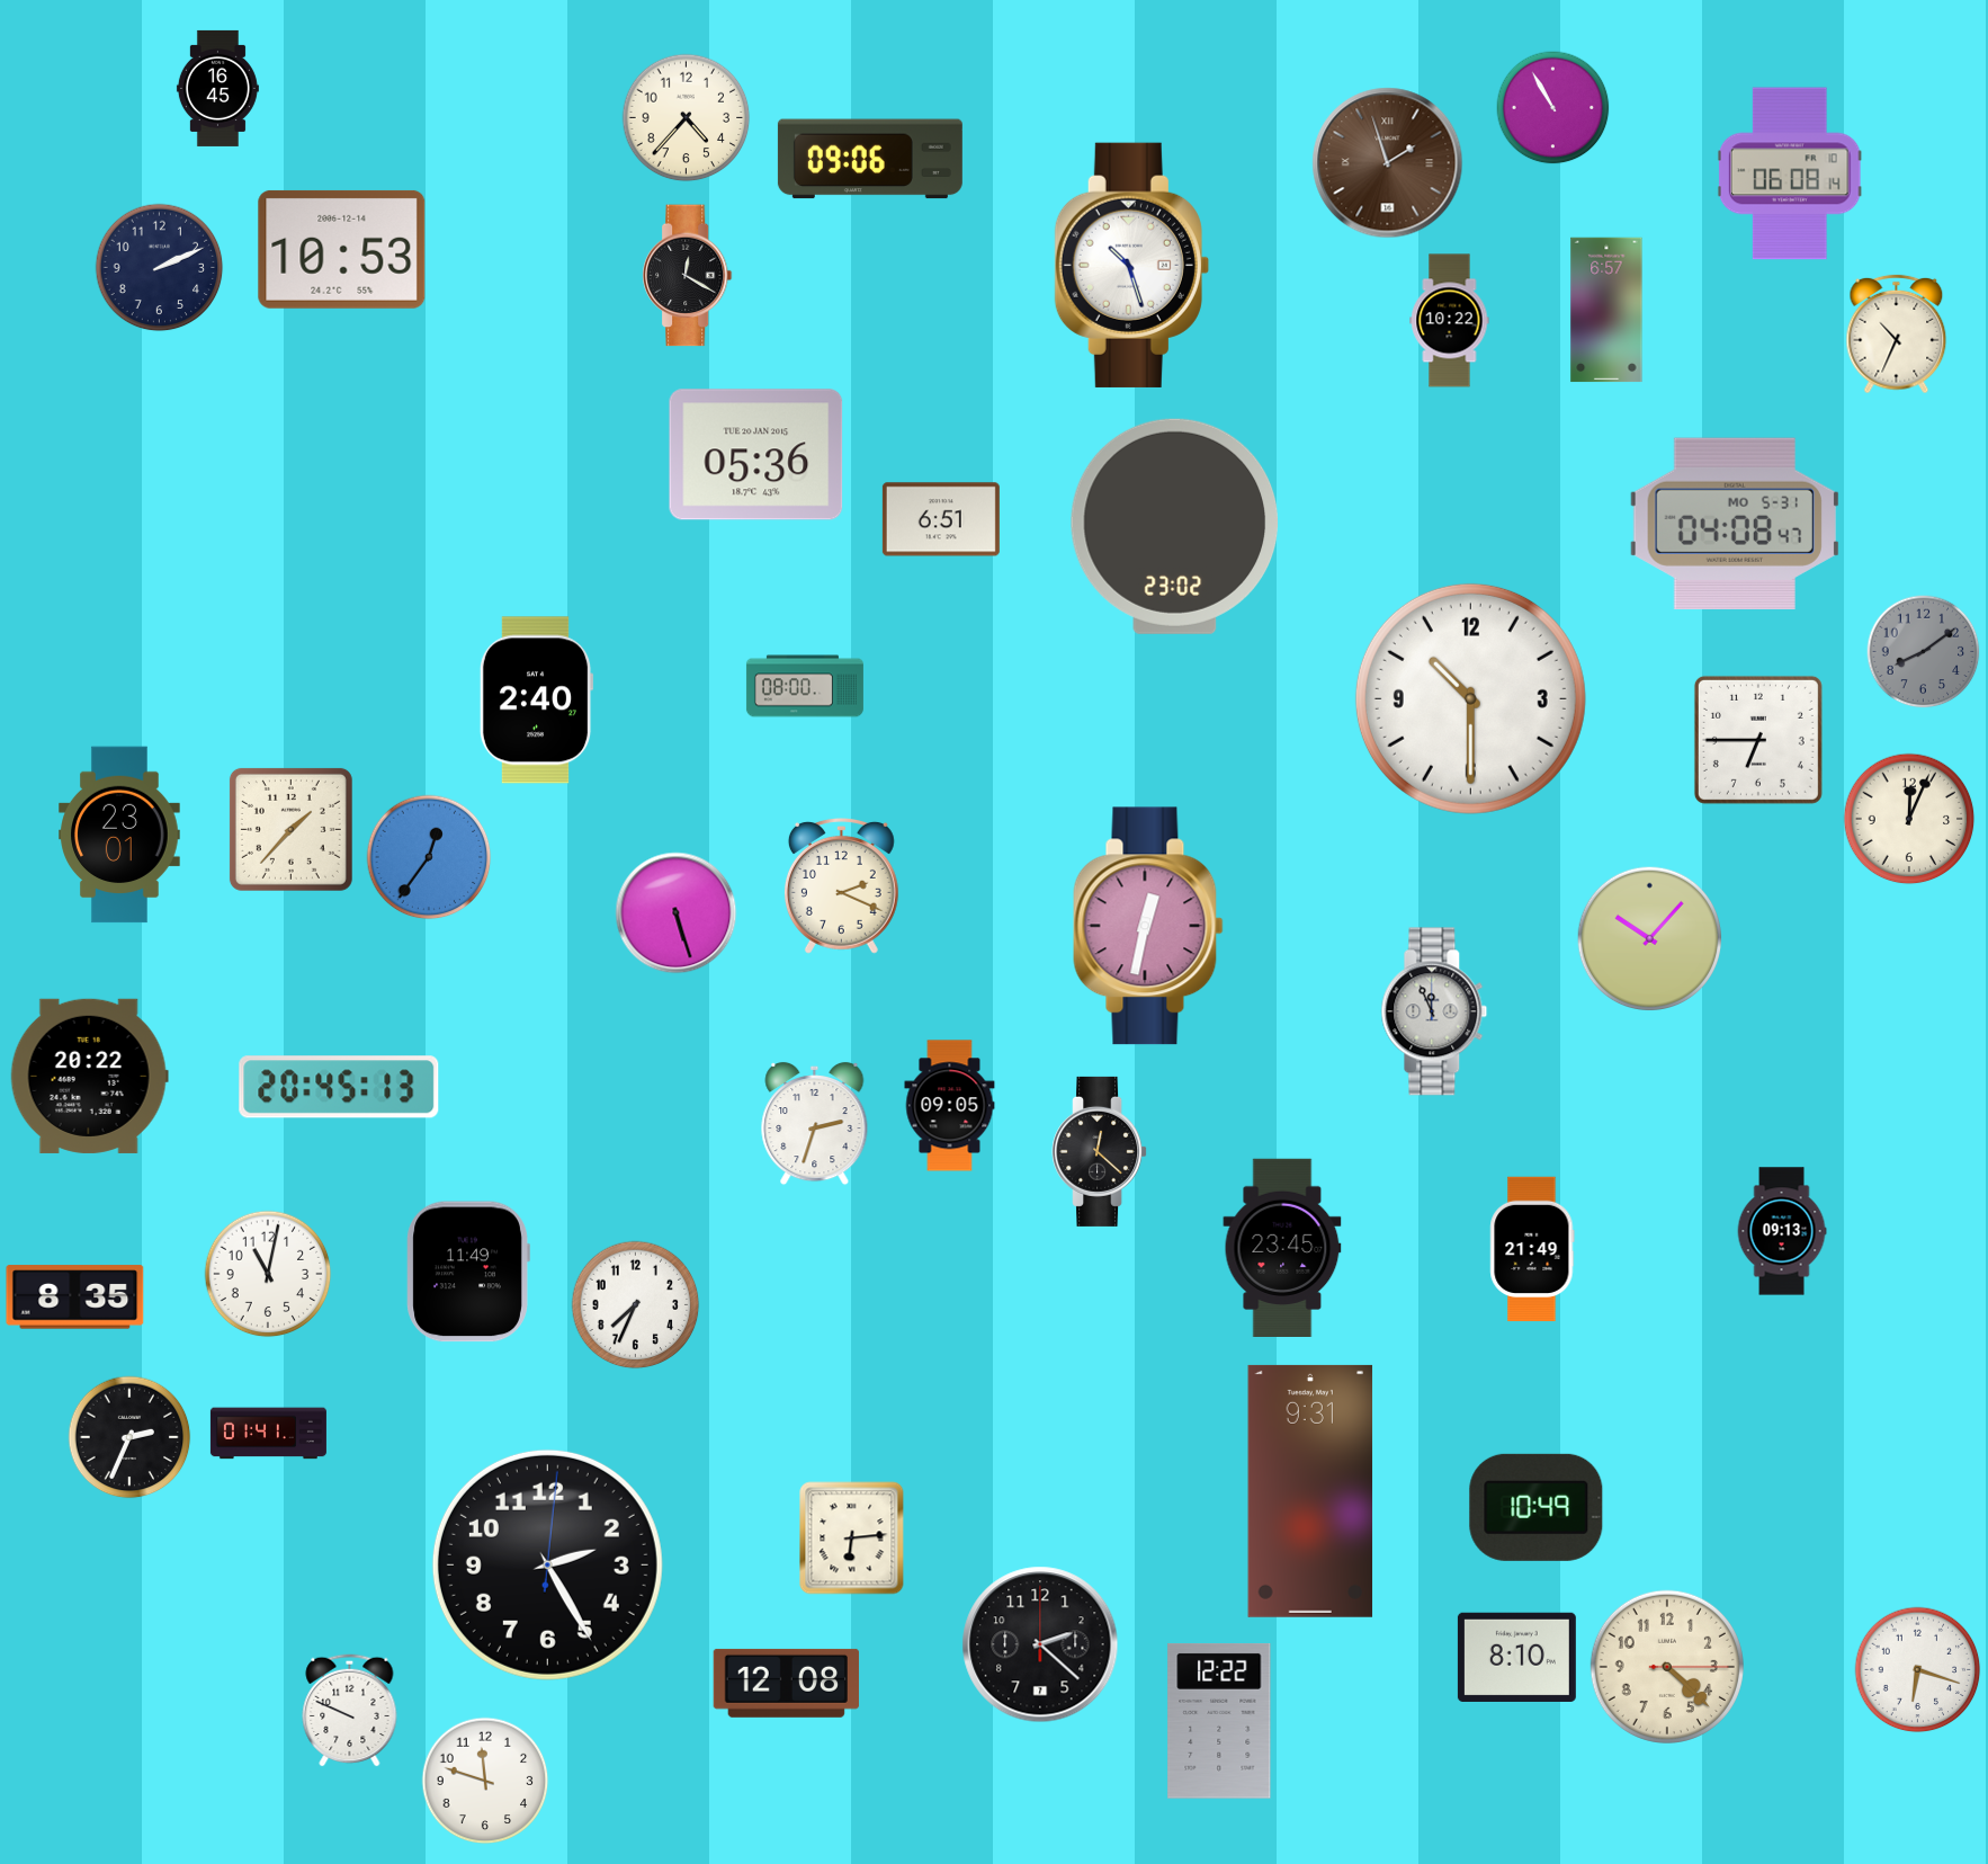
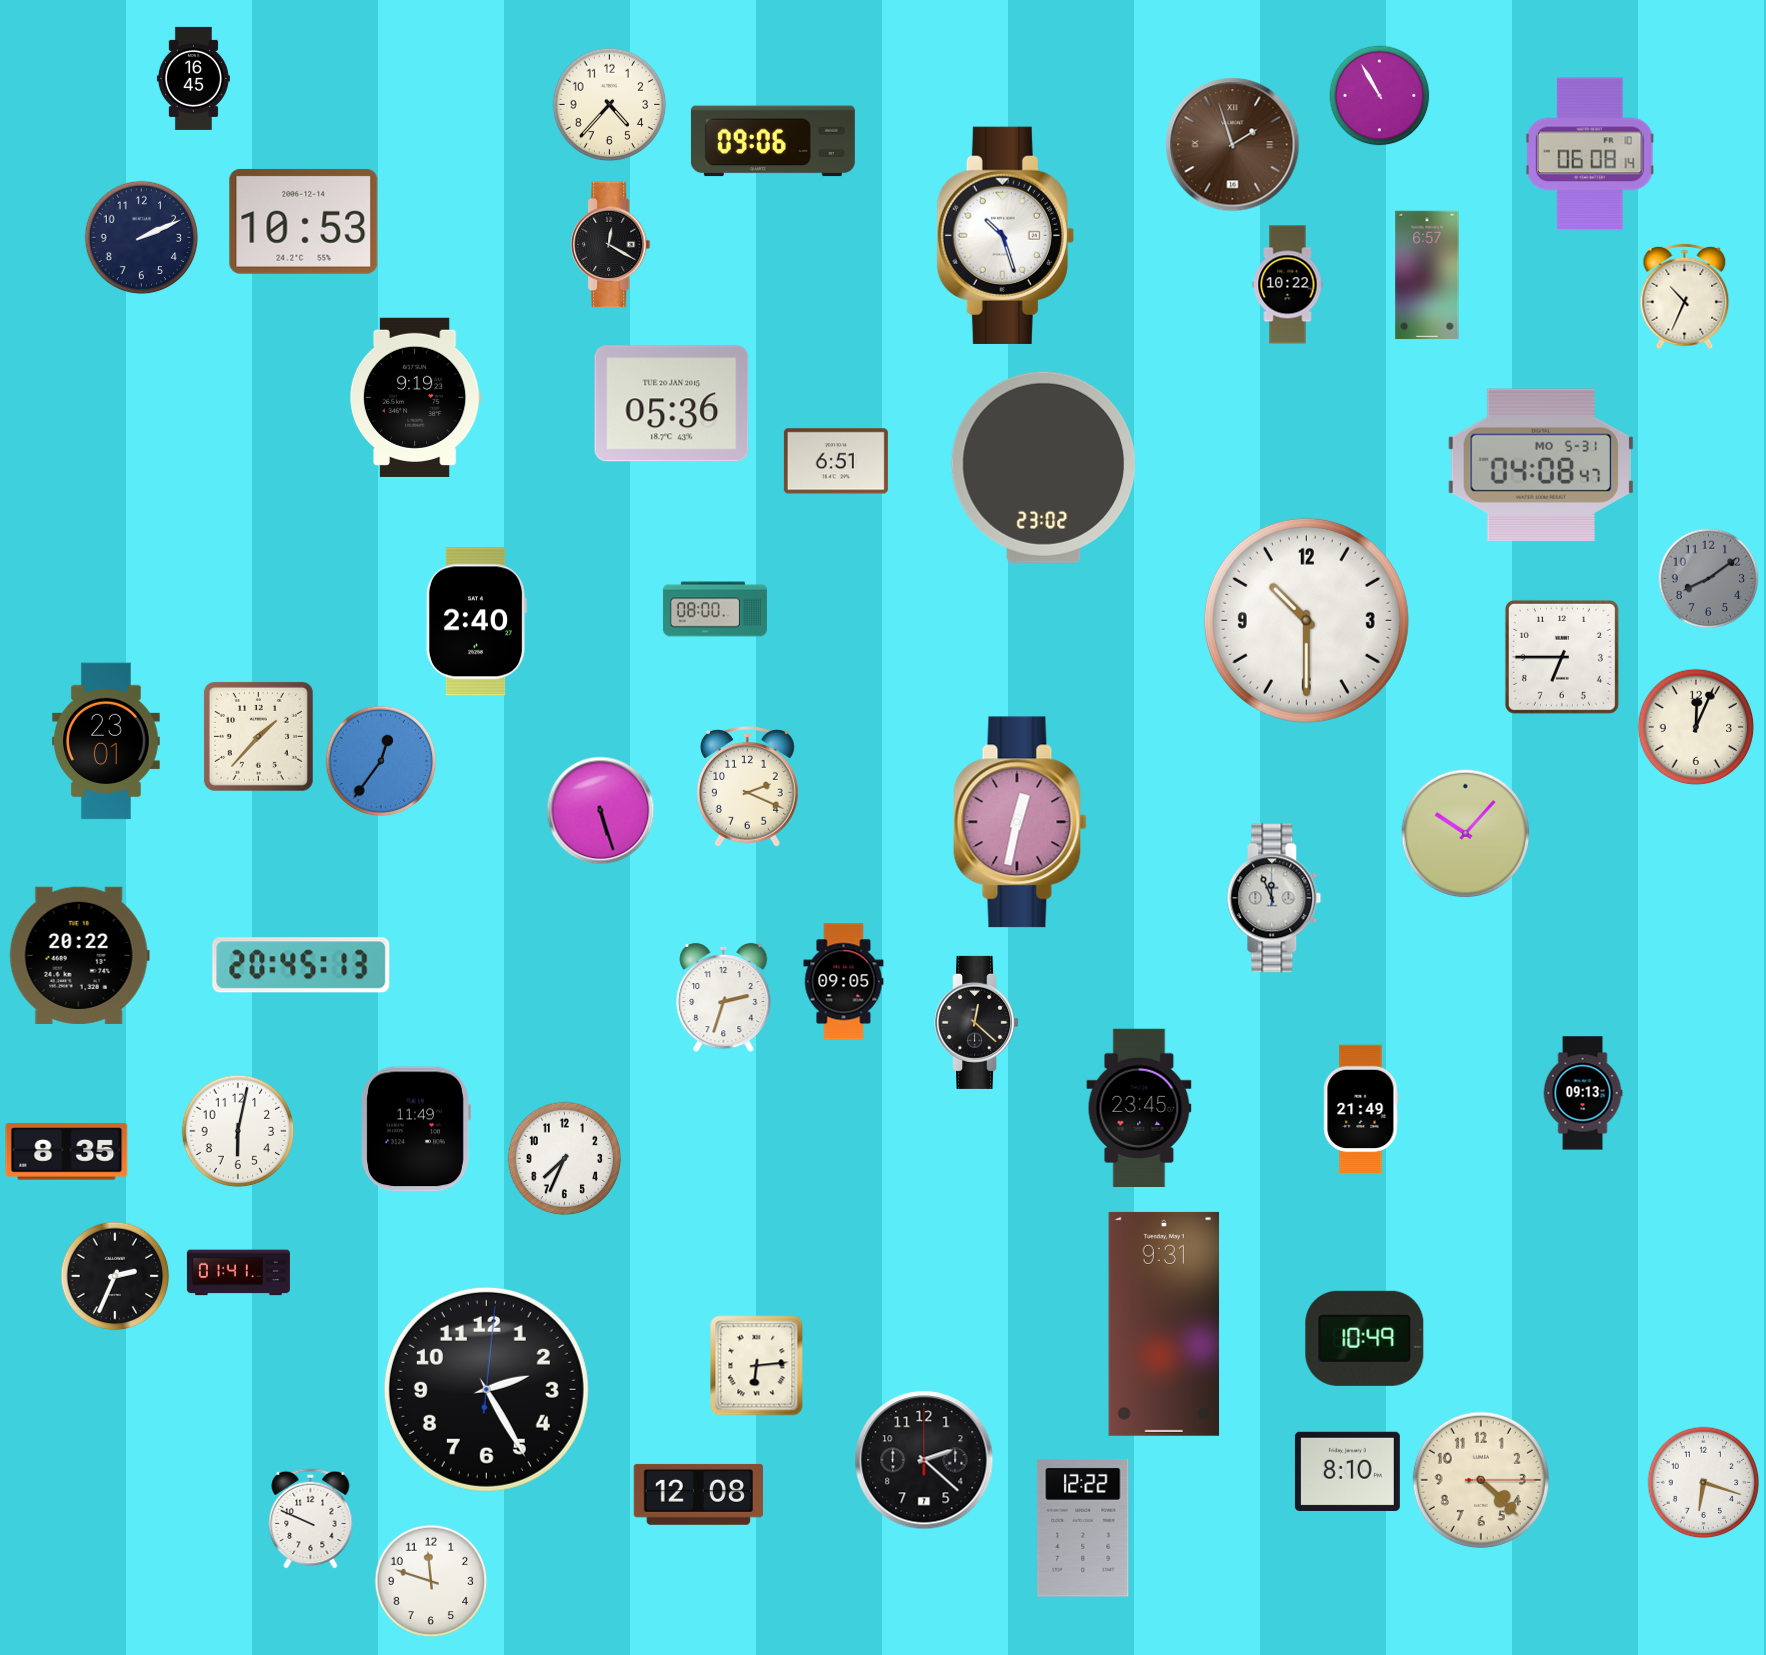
clock at (415, 397): none -> 9:19
clock at (268, 1274): 11:02 -> 6:02
